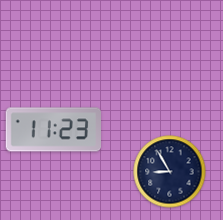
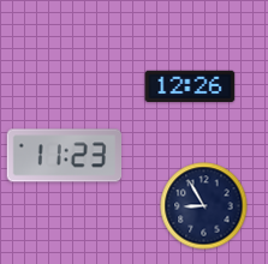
clock at (190, 86): none -> 12:26
